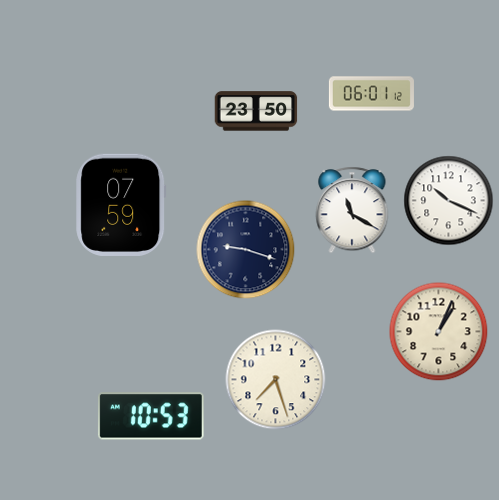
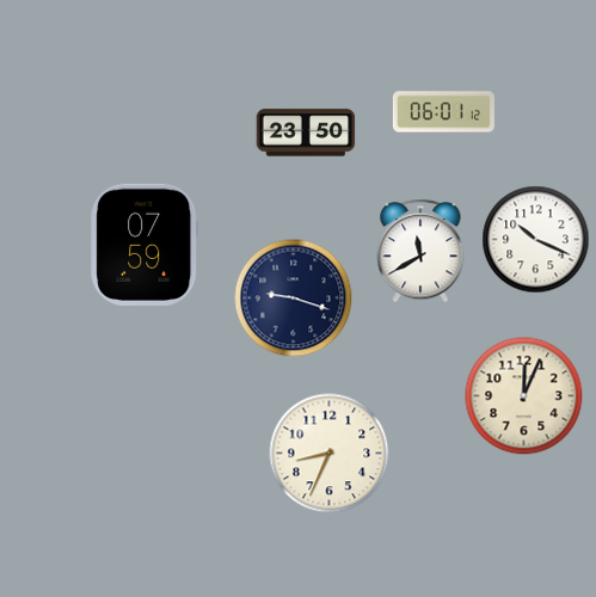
clock at (352, 210): 11:20 -> 11:40
clock at (439, 332): 1:04 -> 12:04
clock at (276, 380): 7:27 -> 8:34
clock at (151, 416): 10:53 -> none
